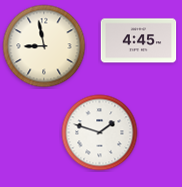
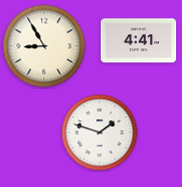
clock at (139, 41): 4:45 -> 4:41
clock at (44, 46): 8:58 -> 8:55
